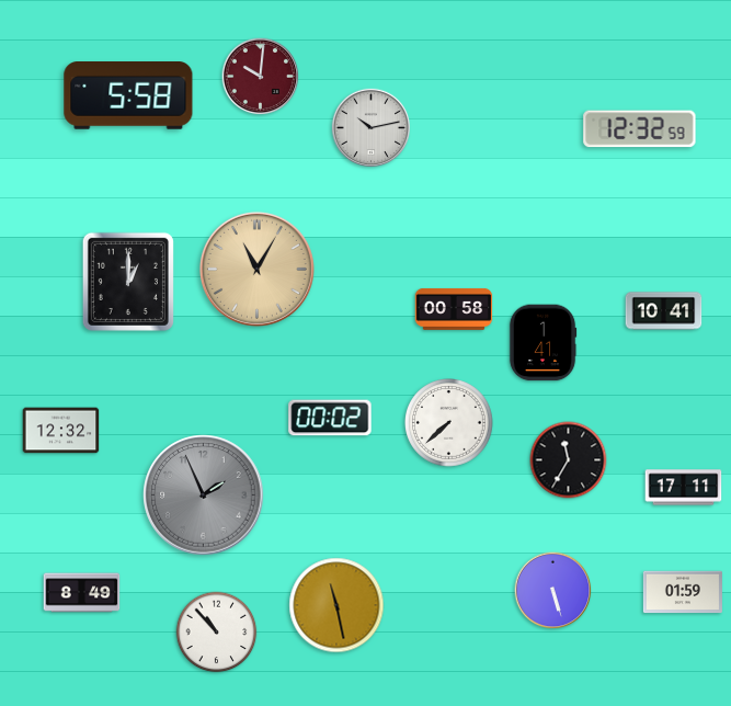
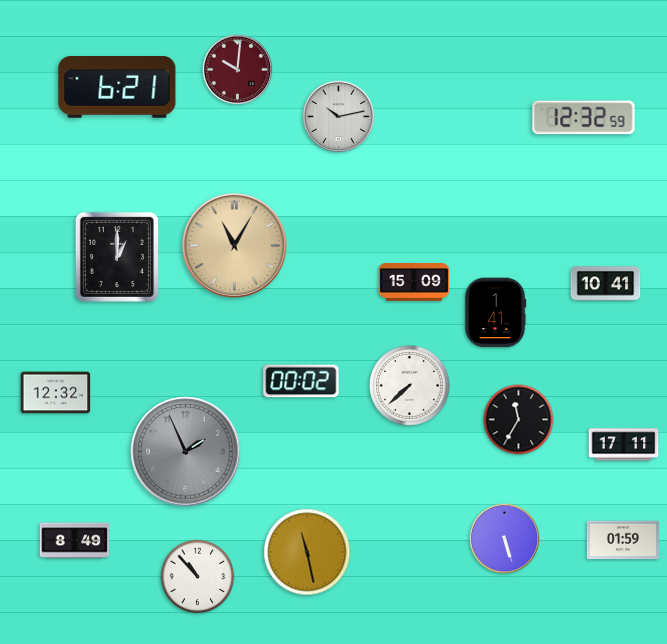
clock at (128, 96): 5:58 -> 6:21
clock at (454, 309): 00:58 -> 15:09
